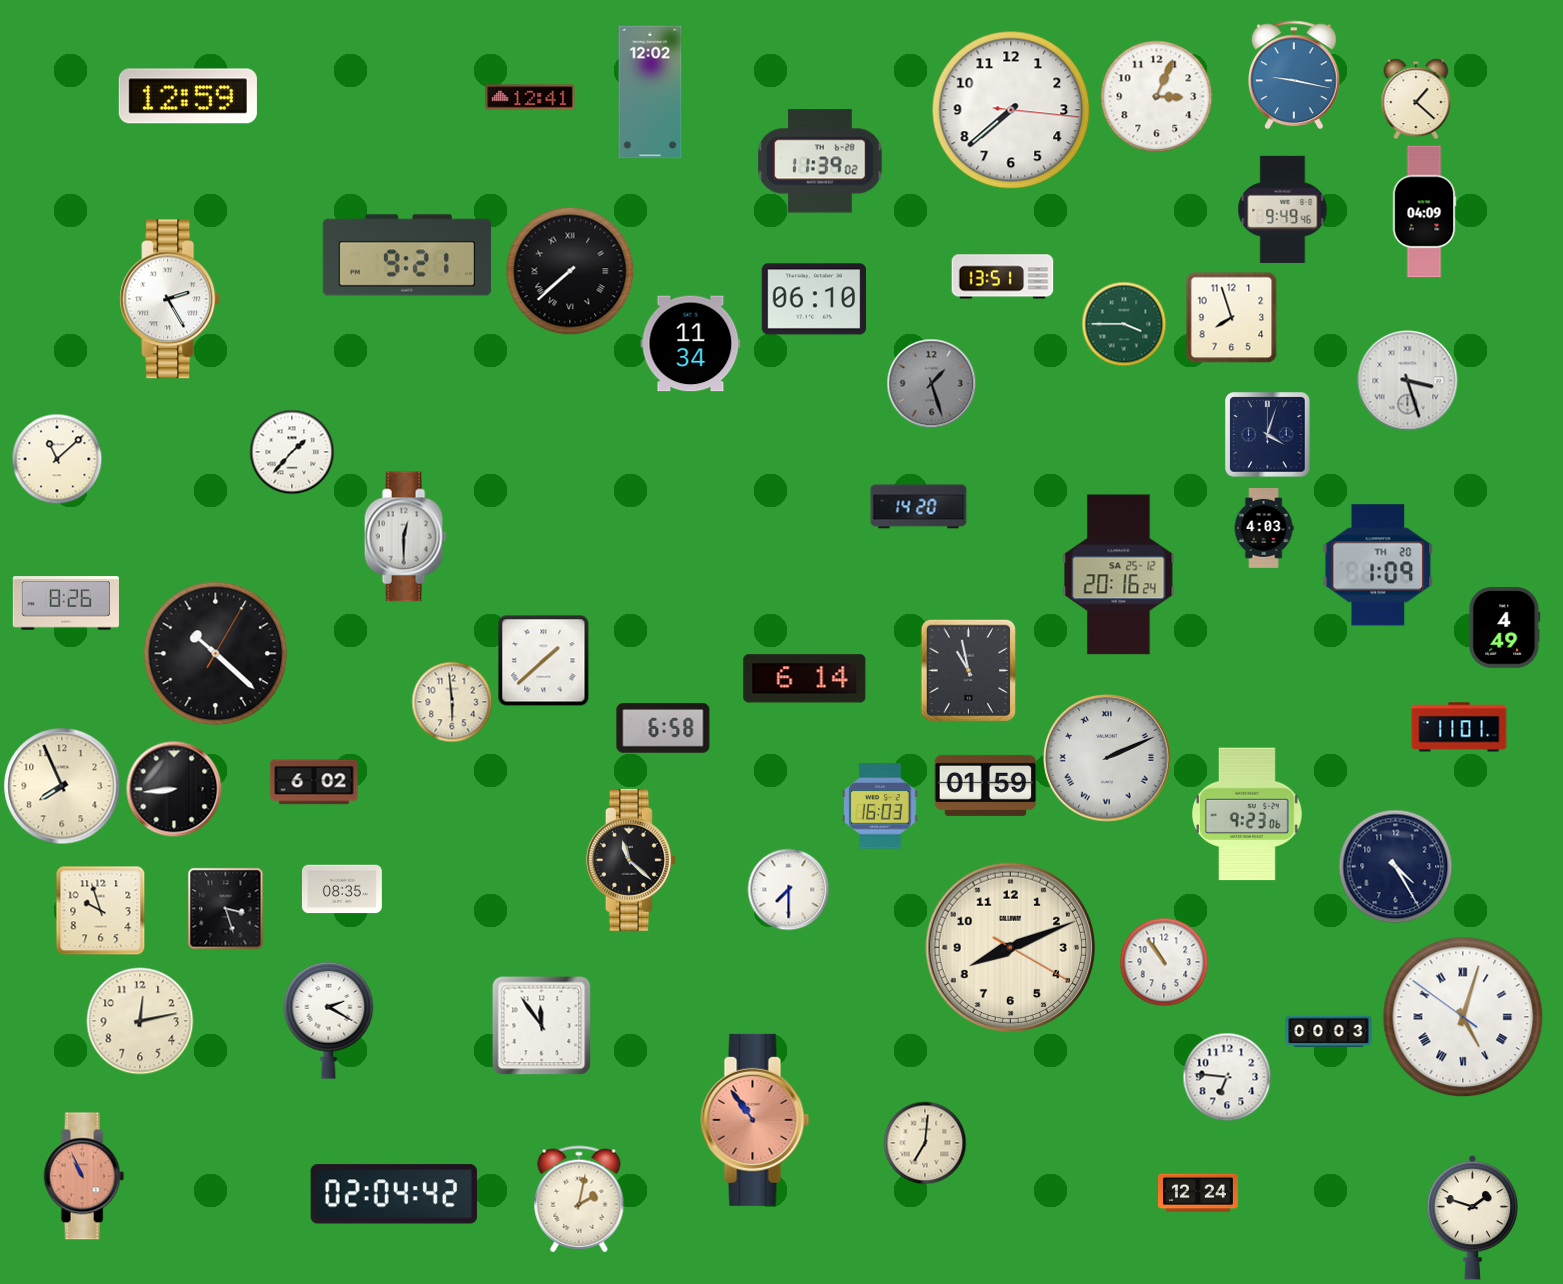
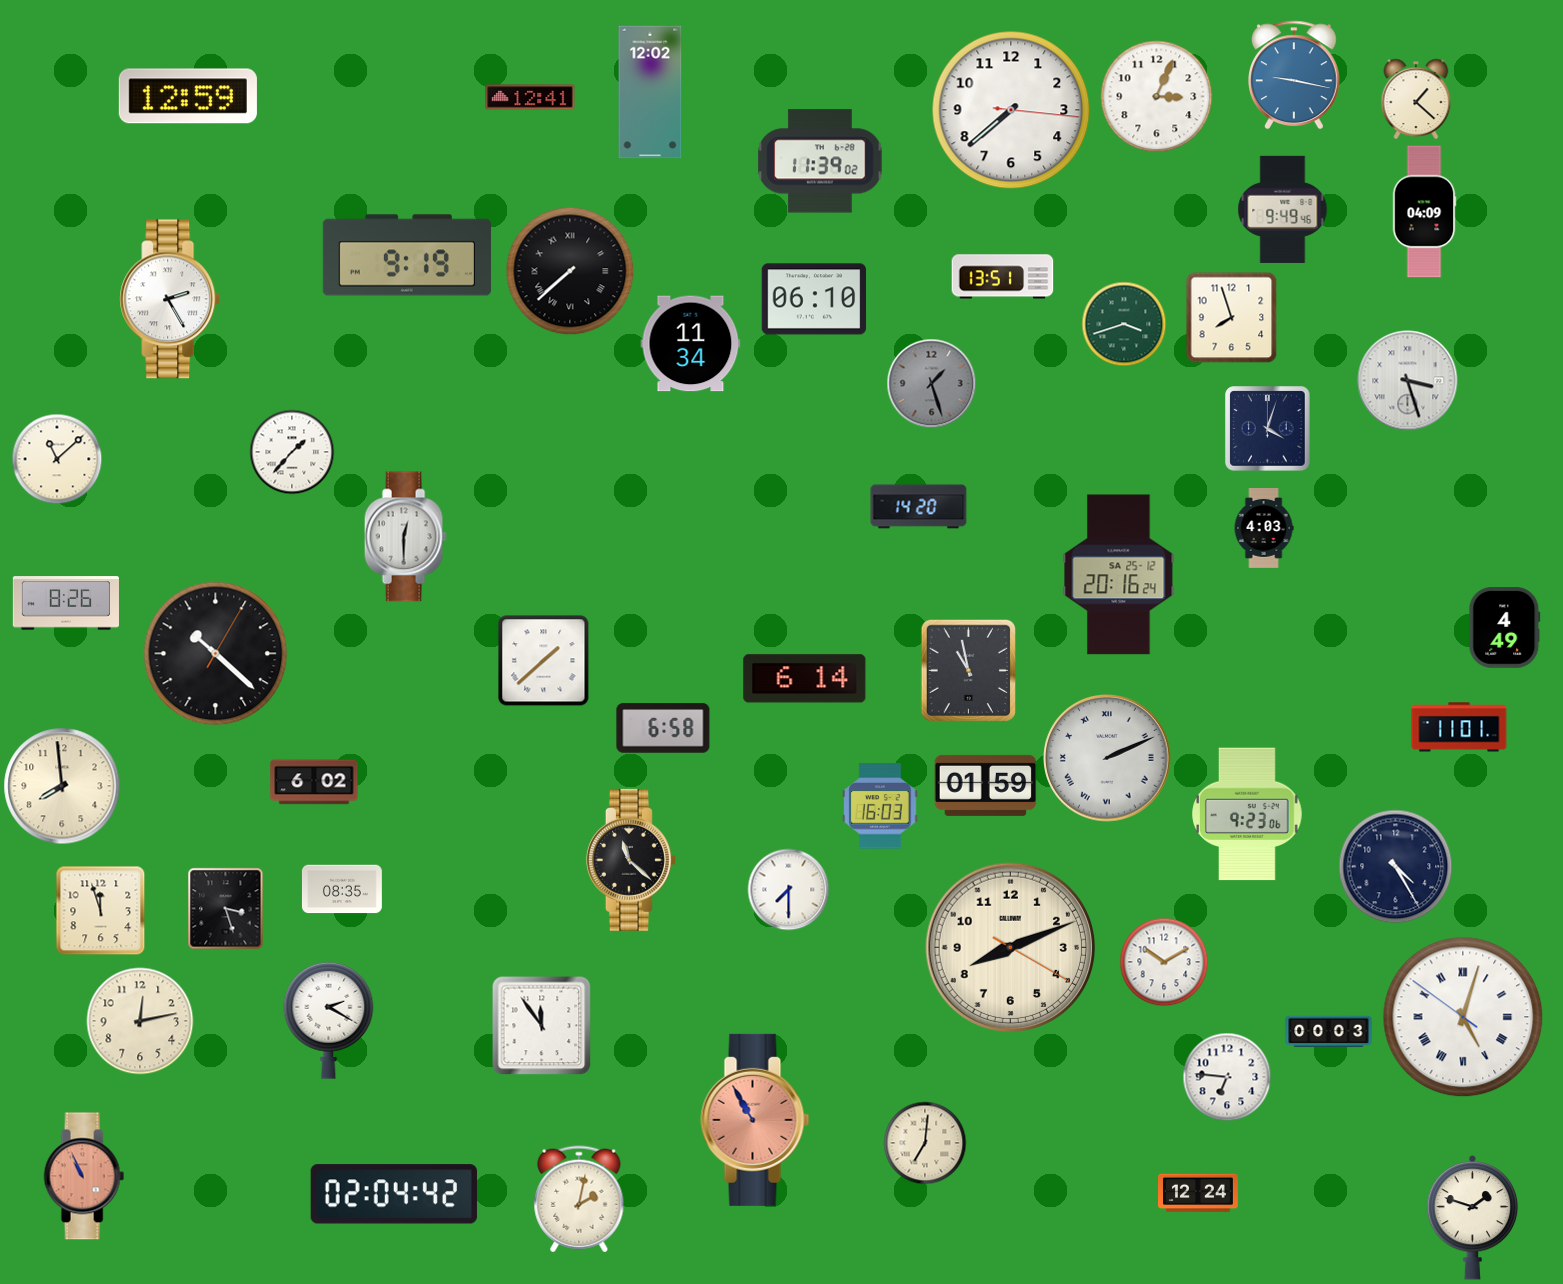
clock at (407, 255): 9:21 -> 9:19
clock at (1124, 324): 3:45 -> 3:42
clock at (1268, 435) position: (1268, 435) -> (1268, 429)
clock at (1378, 565): 1:09 -> none
clock at (452, 702): 5:59 -> none
clock at (62, 786): 7:56 -> 7:59
clock at (174, 789): 8:44 -> none
clock at (101, 911): 9:57 -> 11:57
clock at (1164, 962): 10:54 -> 10:10
clock at (755, 1120): 10:54 -> 10:55
